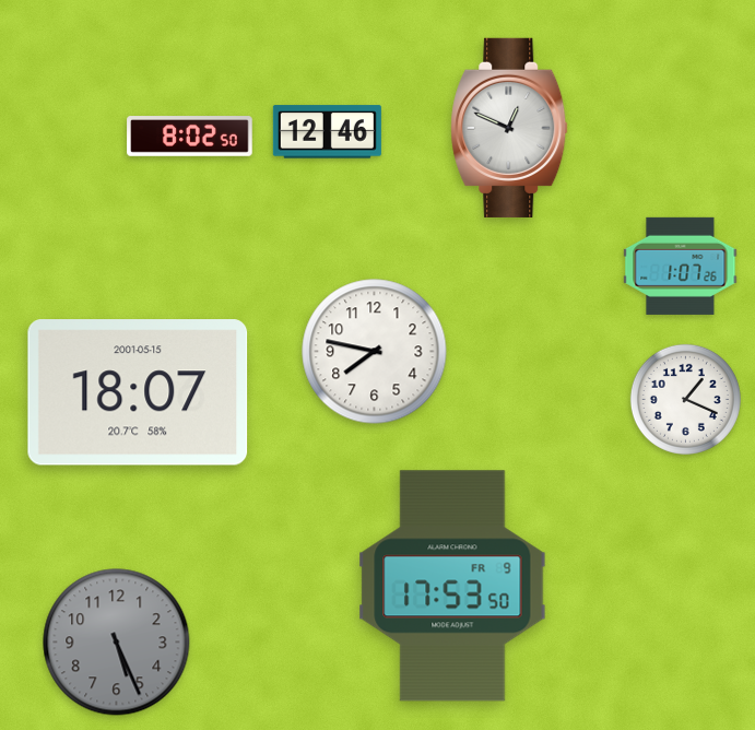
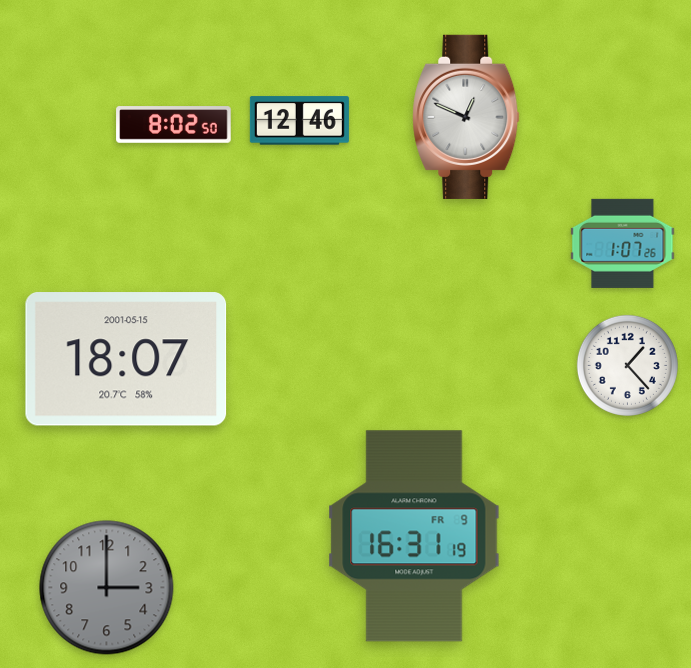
clock at (375, 352): 7:47 -> none
clock at (685, 399): 1:19 -> 1:23
clock at (452, 586): 17:53 -> 16:31
clock at (117, 643): 5:26 -> 3:00
